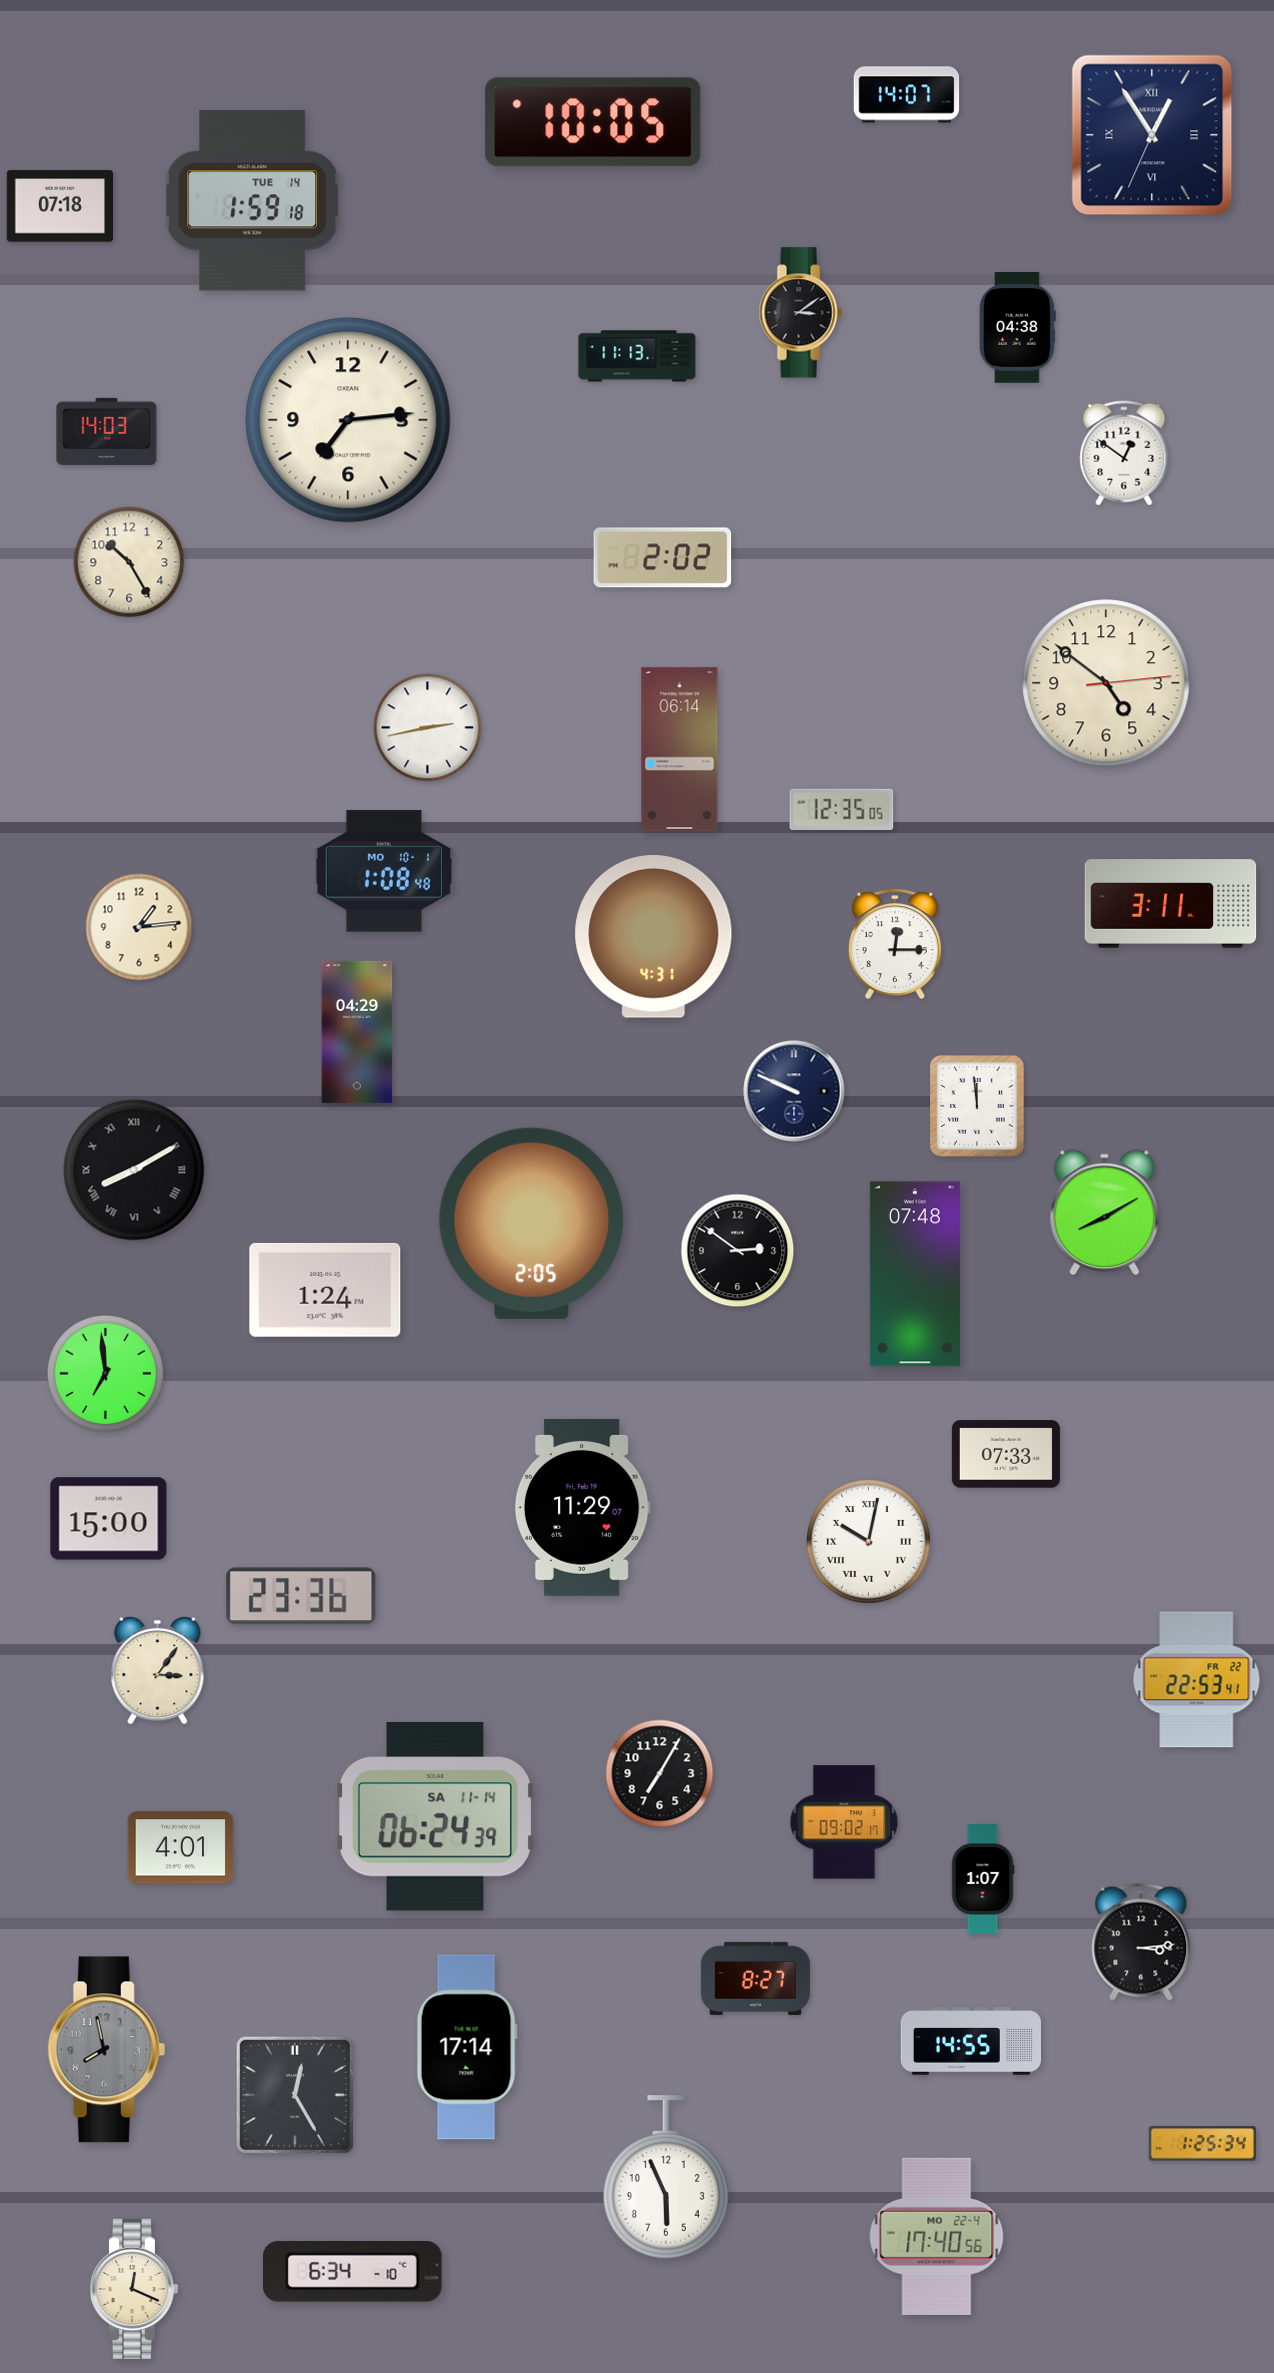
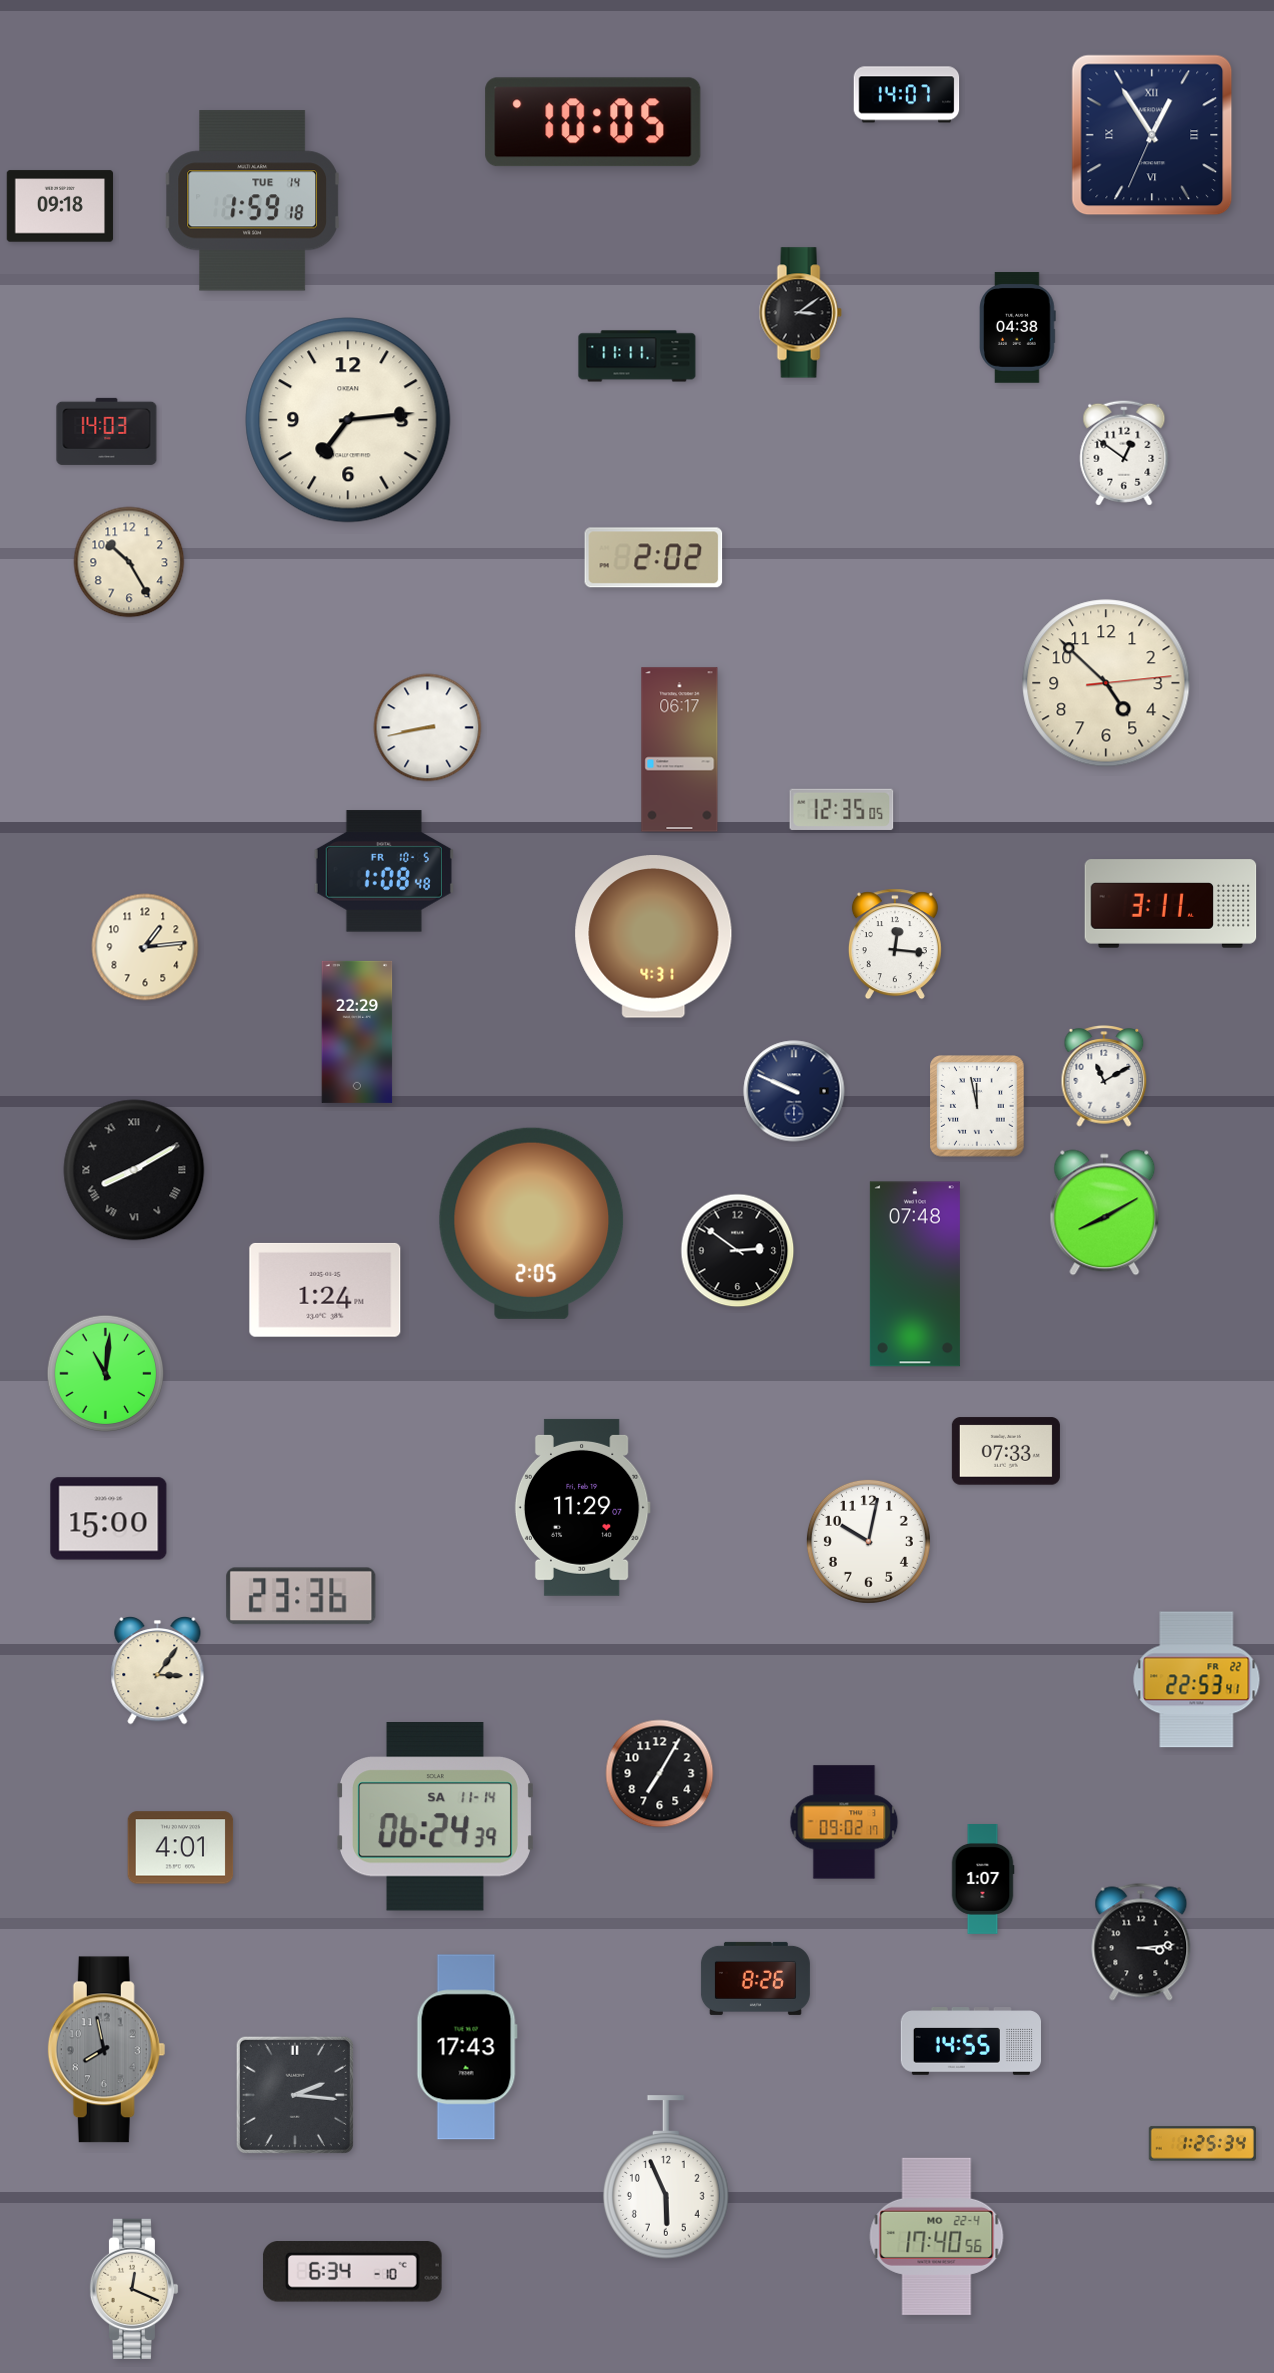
clock at (60, 206): 07:18 -> 09:18
clock at (637, 356): 11:13 -> 11:11
clock at (663, 558) position: (663, 558) -> (654, 558)
clock at (1106, 683): 4:51 -> 4:52
clock at (428, 728): 2:43 -> 8:43
clock at (680, 750): 06:14 -> 06:17
clock at (384, 871) date: MO 10-1 -> FR 10-5
clock at (139, 927) position: (139, 927) -> (145, 947)
clock at (895, 944): 12:15 -> 12:16
clock at (357, 1032): 04:29 -> 22:29
clock at (1104, 1076): none -> 11:10
clock at (977, 1106): 11:59 -> 11:58
clock at (106, 1374): 6:59 -> 11:01
clock at (1006, 1454) position: (1006, 1454) -> (1006, 1451)
clock at (868, 1541) numerals: Roman -> Arabic
clock at (755, 1978): 8:27 -> 8:26
clock at (467, 2047): 17:14 -> 17:43
clock at (295, 2095): 12:25 -> 2:16
